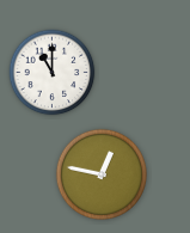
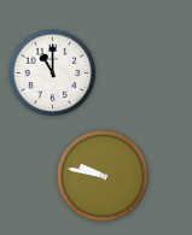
clock at (100, 173): 12:47 -> 9:47
